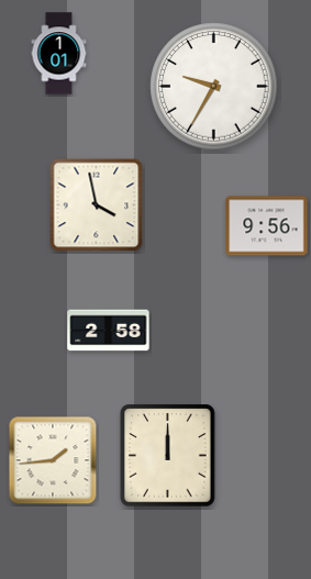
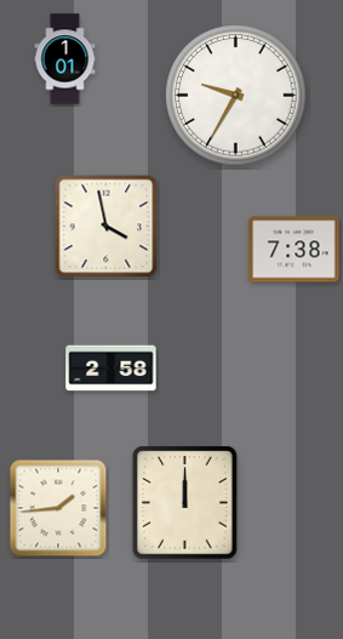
clock at (267, 226): 9:56 -> 7:38
clock at (109, 331) position: (109, 331) -> (112, 369)
